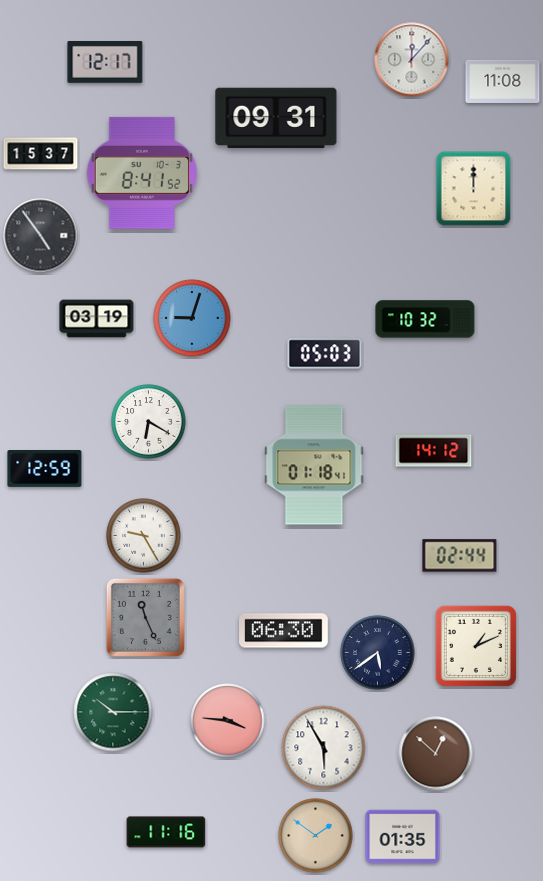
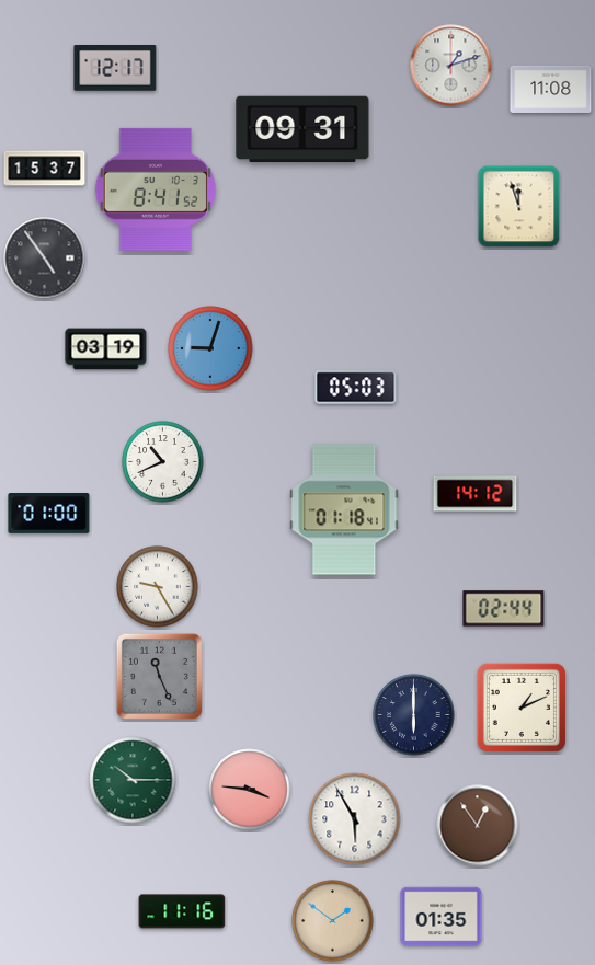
clock at (412, 60): 12:07 -> 1:12
clock at (474, 189): 12:00 -> 11:57
clock at (425, 319): 10:32 -> none
clock at (149, 422): 6:20 -> 10:41
clock at (45, 469): 12:59 -> 01:00
clock at (284, 631): 06:30 -> none
clock at (378, 653): 5:39 -> 6:00
clock at (113, 712) position: (113, 712) -> (133, 780)
clock at (436, 754): 12:52 -> 12:54
clock at (316, 836) position: (316, 836) -> (333, 921)
